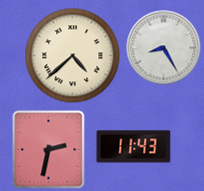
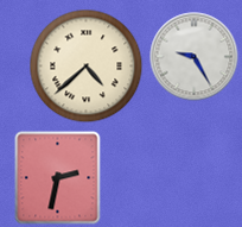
clock at (164, 48): 8:25 -> 9:25
clock at (134, 147): 11:43 -> none
